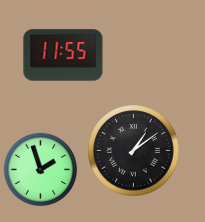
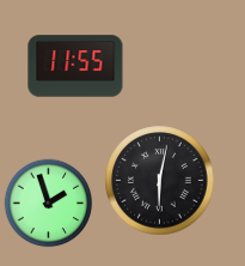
clock at (134, 151): 1:09 -> 6:02
